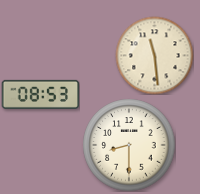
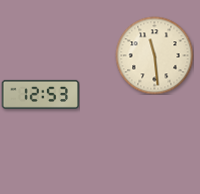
clock at (40, 94): 08:53 -> 12:53
clock at (129, 145): 8:30 -> none
